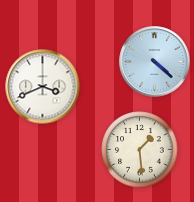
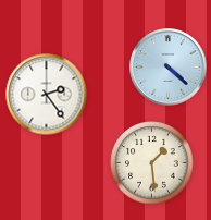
clock at (43, 87): 3:41 -> 2:24
